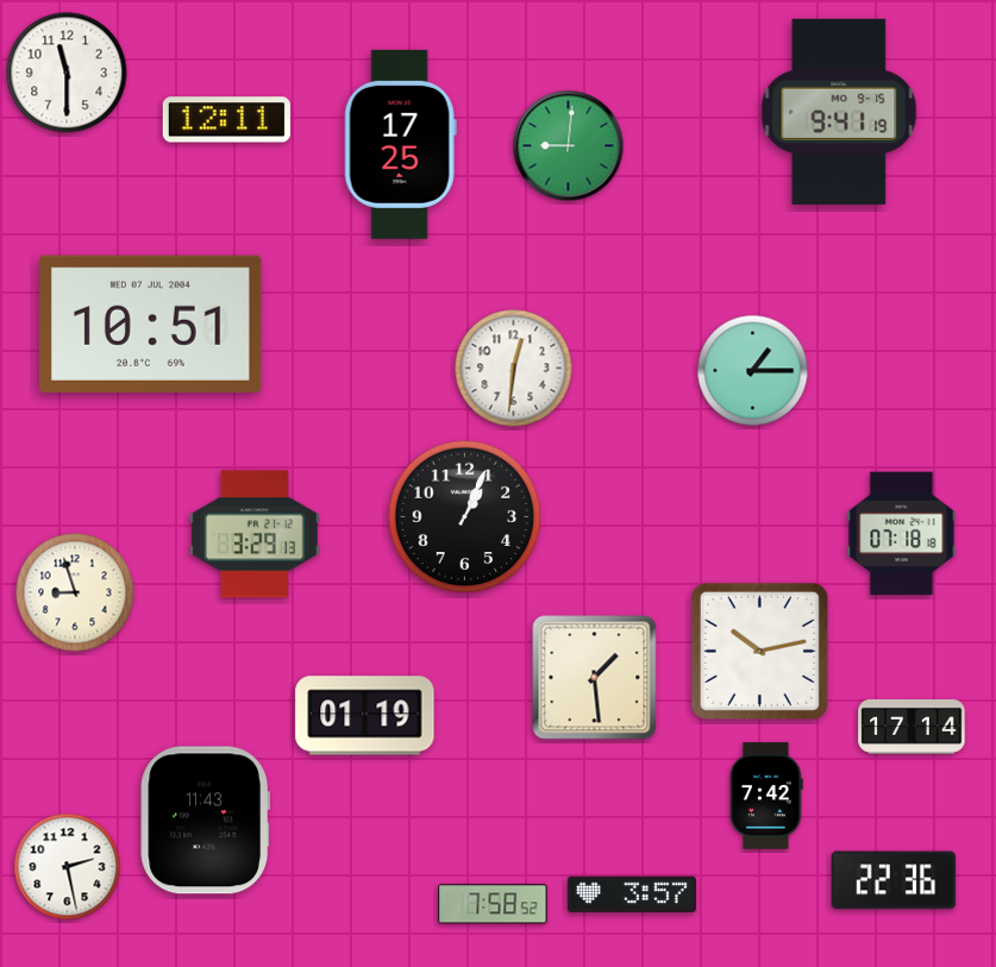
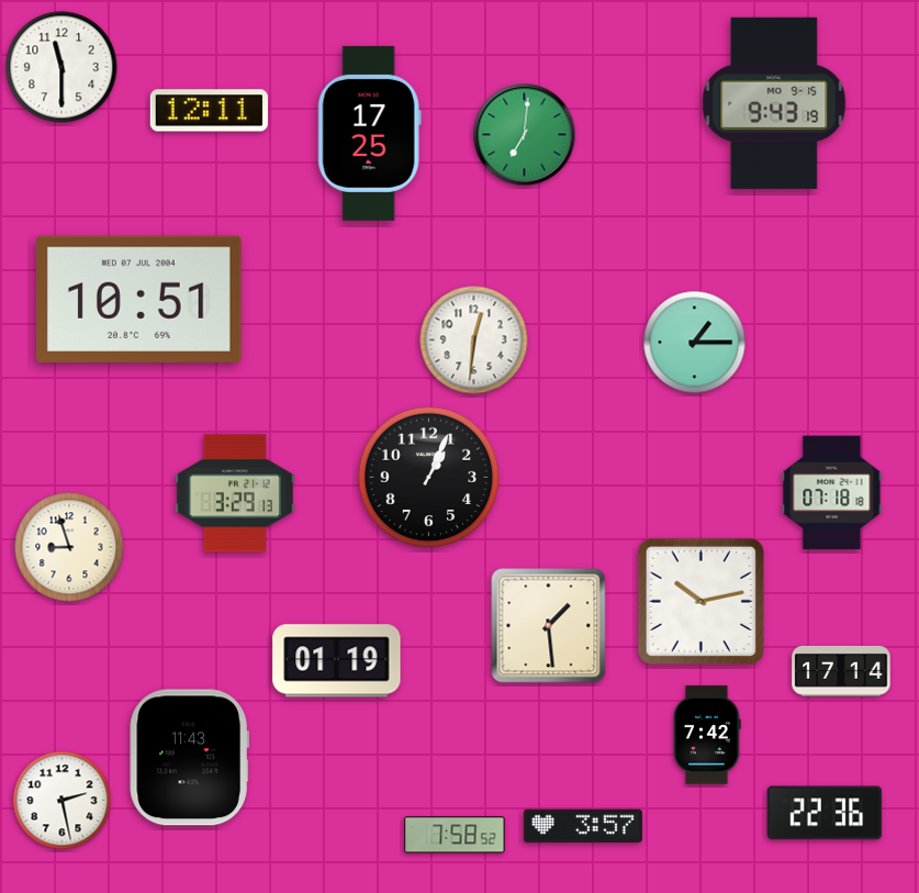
clock at (839, 112): 9:41 -> 9:43
clock at (569, 146): 9:01 -> 7:01
